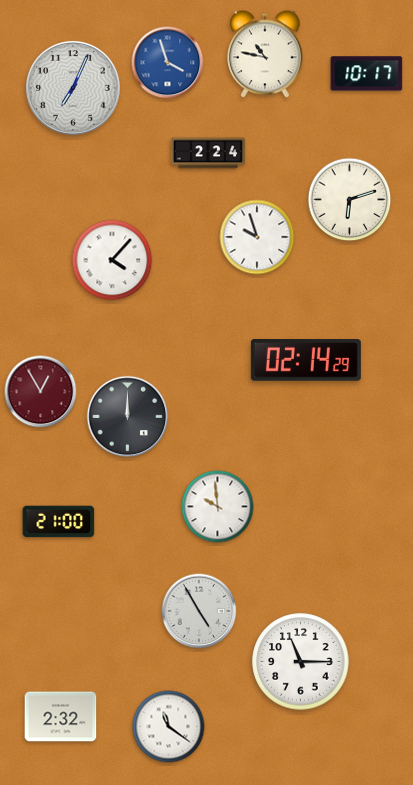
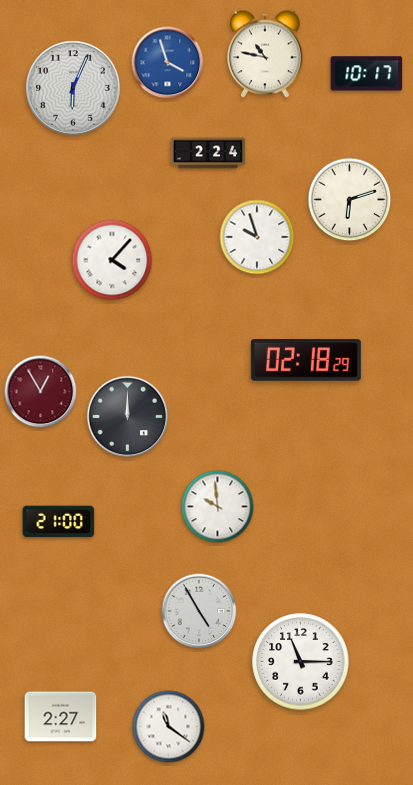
clock at (73, 88): 7:04 -> 6:04
clock at (306, 360): 02:14 -> 02:18
clock at (61, 717): 2:32 -> 2:27
